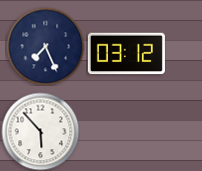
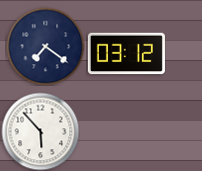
clock at (45, 46): 7:26 -> 7:21
